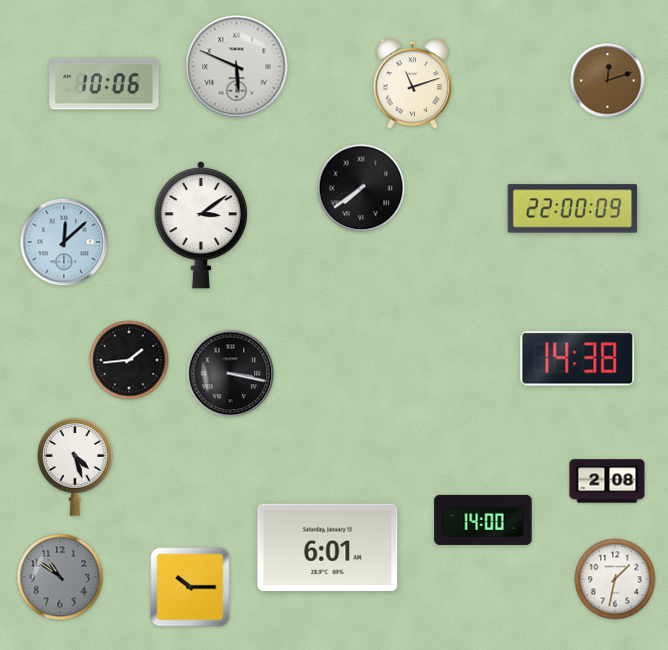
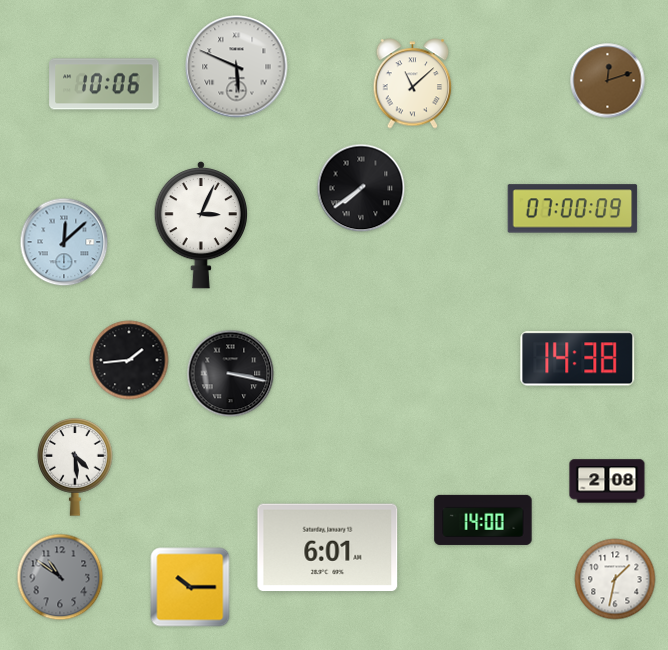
clock at (413, 84): 11:12 -> 11:08
clock at (573, 209): 22:00 -> 07:00
clock at (200, 225): 3:09 -> 3:04
clock at (75, 467): 4:27 -> 4:29
